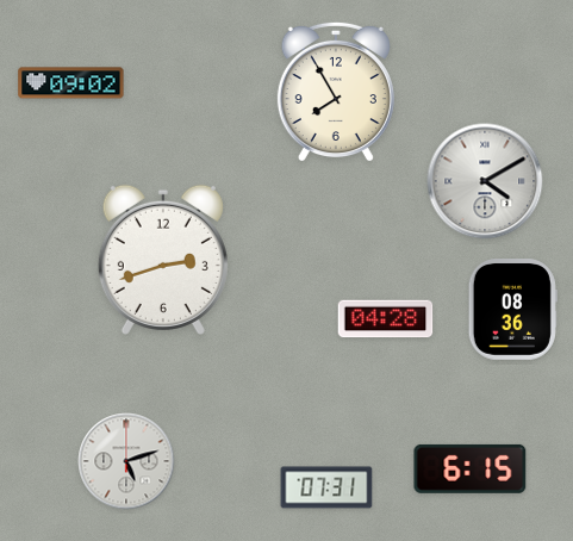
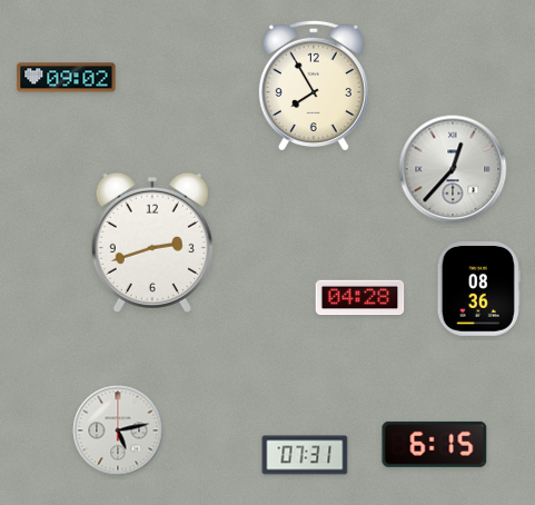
clock at (485, 181): 4:10 -> 12:37
clock at (126, 461): 5:12 -> 5:13
clock at (471, 468) position: (471, 468) -> (435, 444)
